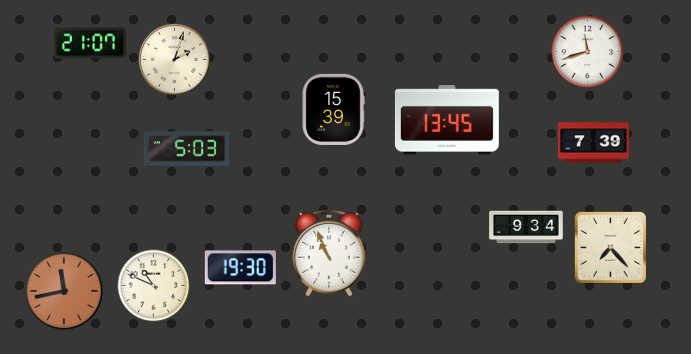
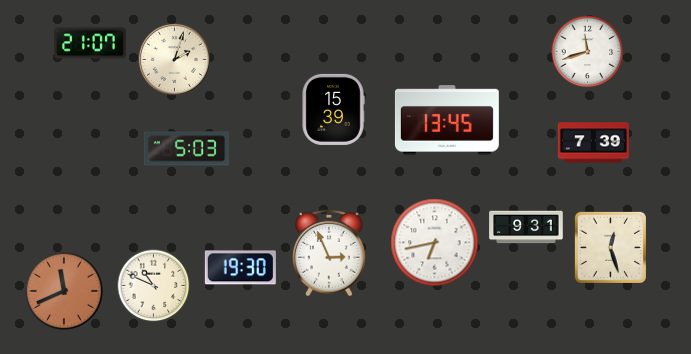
clock at (526, 227): 9:34 -> 9:31
clock at (435, 243): none -> 6:43
clock at (610, 247): 7:23 -> 12:27
clock at (330, 253): 10:56 -> 2:56
clock at (64, 291): 11:43 -> 11:41
